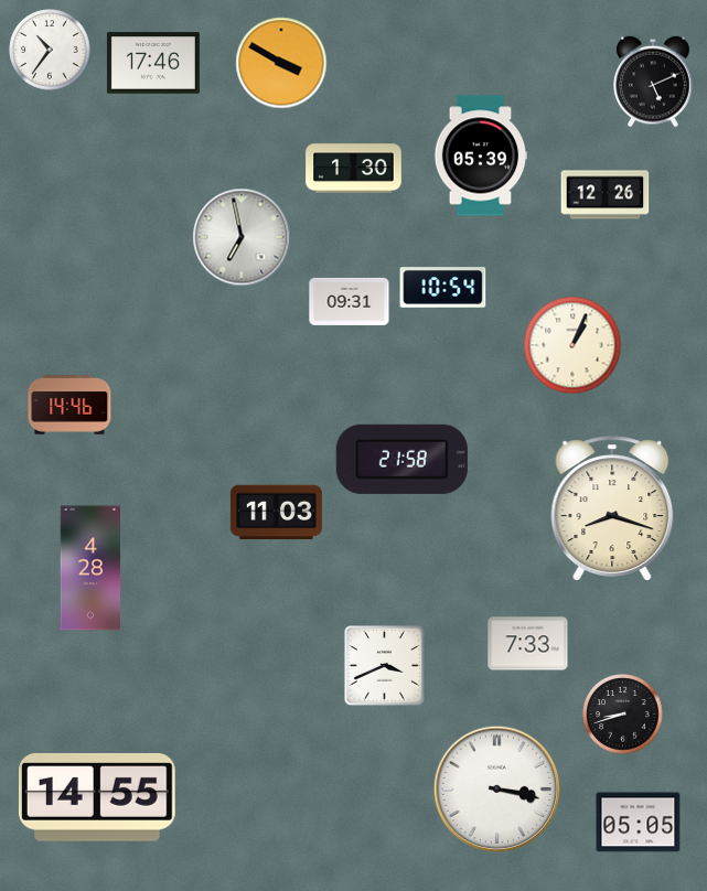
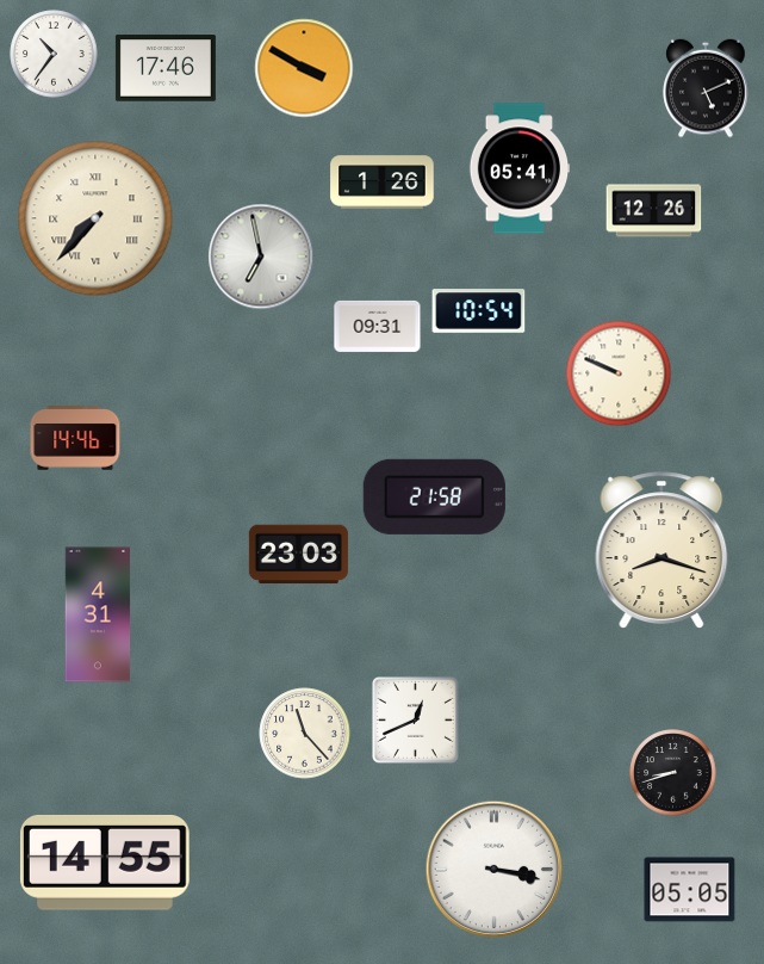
clock at (481, 155): 05:39 -> 05:41
clock at (354, 169): 1:30 -> 1:26
clock at (95, 218): none -> 7:37
clock at (572, 345): 1:04 -> 9:49
clock at (276, 513): 11:03 -> 23:03
clock at (90, 568): 4:28 -> 4:31
clock at (528, 644): 7:33 -> none
clock at (384, 665): 3:41 -> 12:41
clock at (305, 734): none -> 11:23
clock at (497, 790) position: (497, 790) -> (495, 870)
